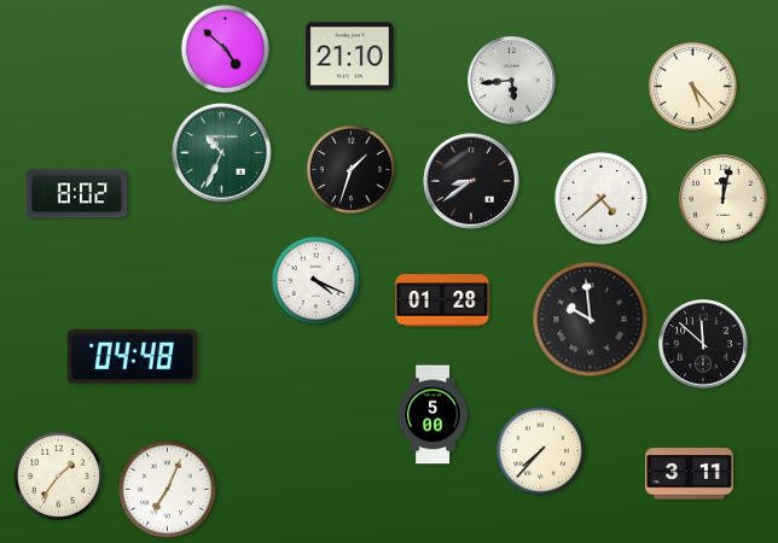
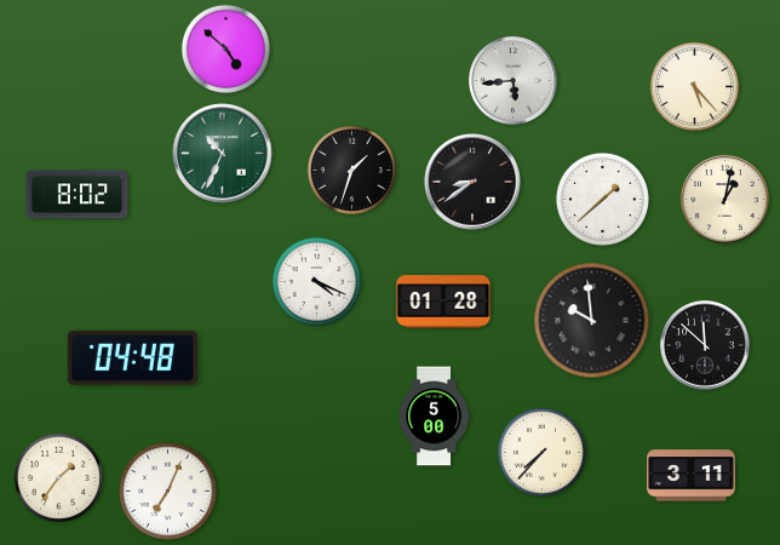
clock at (350, 57): 21:10 -> none
clock at (600, 198): 4:38 -> 1:38
clock at (724, 199): 12:02 -> 1:02
